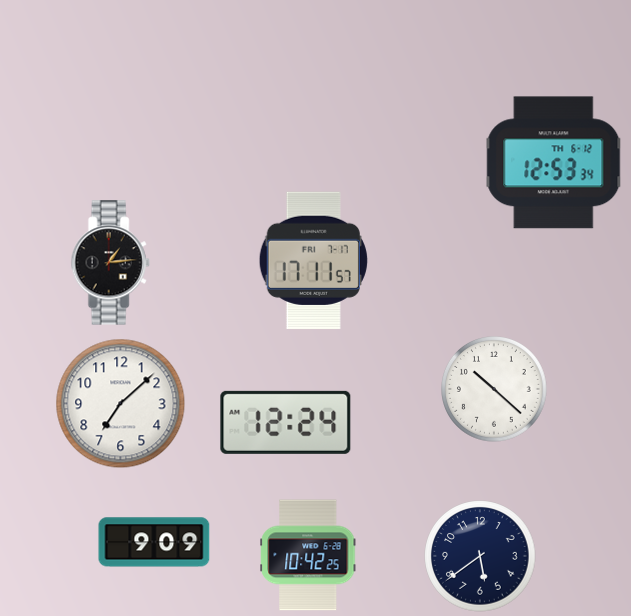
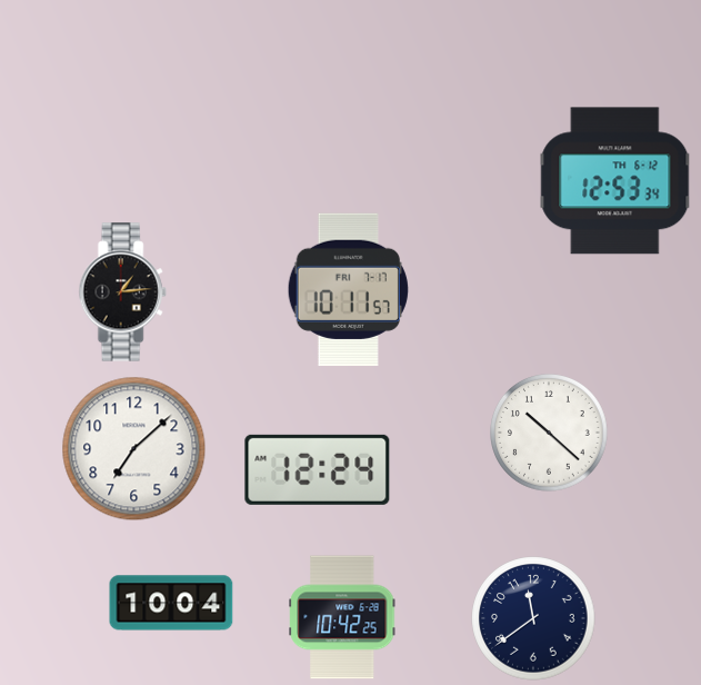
clock at (313, 260): 17:11 -> 10:11
clock at (154, 542): 9:09 -> 10:04
clock at (480, 556): 5:39 -> 11:39
